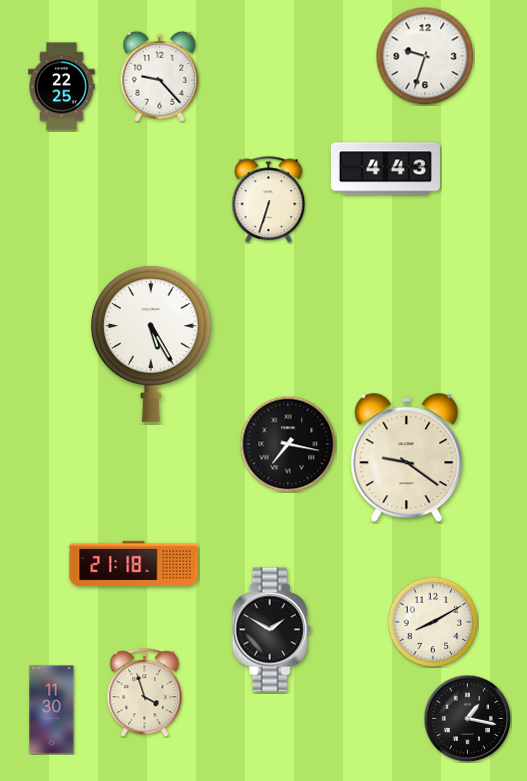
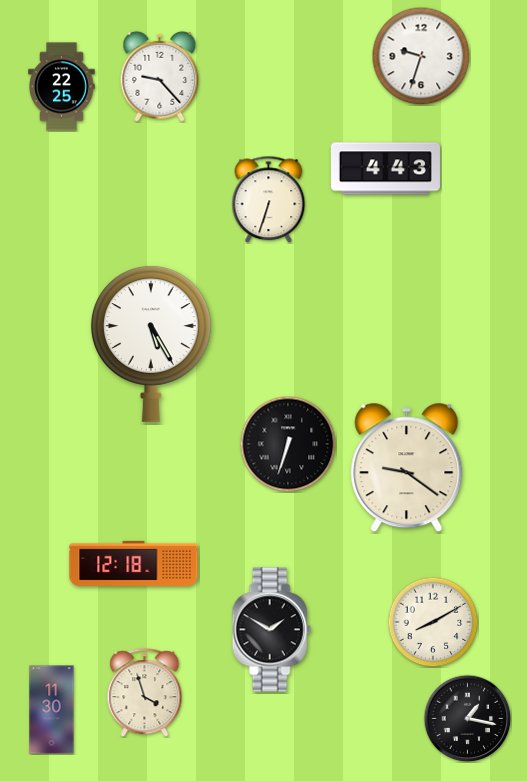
clock at (425, 56) position: (425, 56) -> (421, 56)
clock at (288, 444): 7:17 -> 6:33
clock at (407, 458) position: (407, 458) -> (407, 468)
clock at (134, 563): 21:18 -> 12:18
